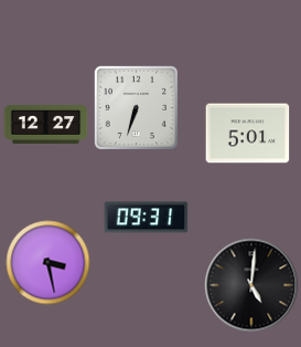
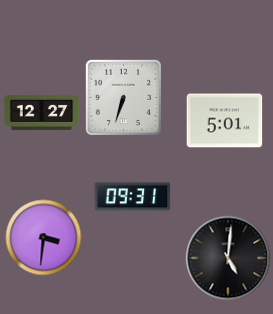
clock at (49, 263): 3:28 -> 3:31
